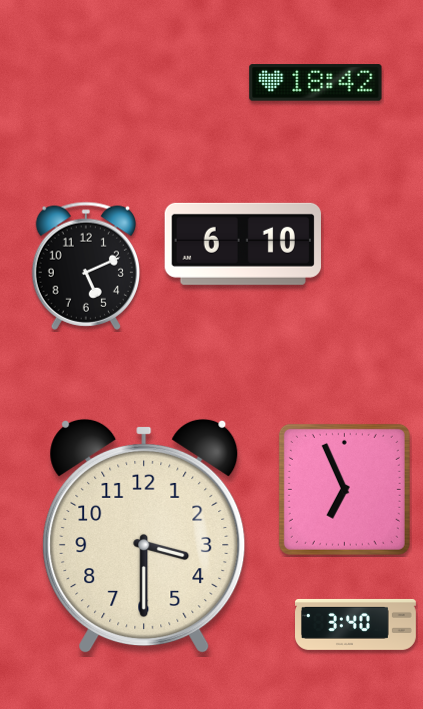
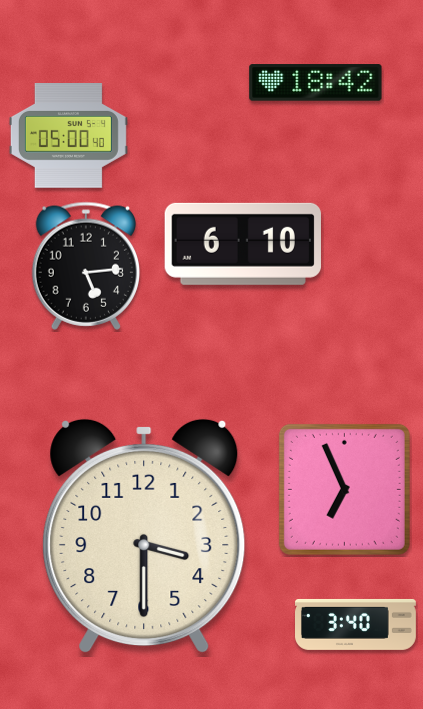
clock at (68, 136): none -> 05:00
clock at (85, 266): 5:11 -> 5:14
